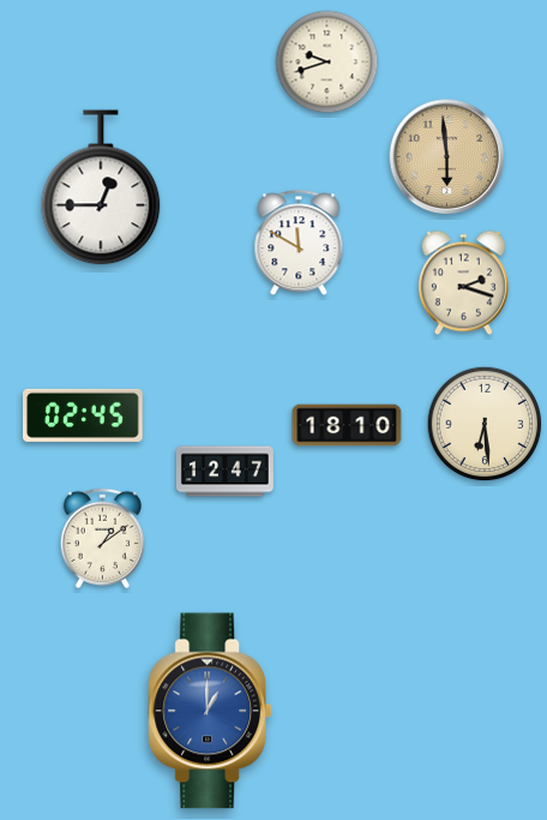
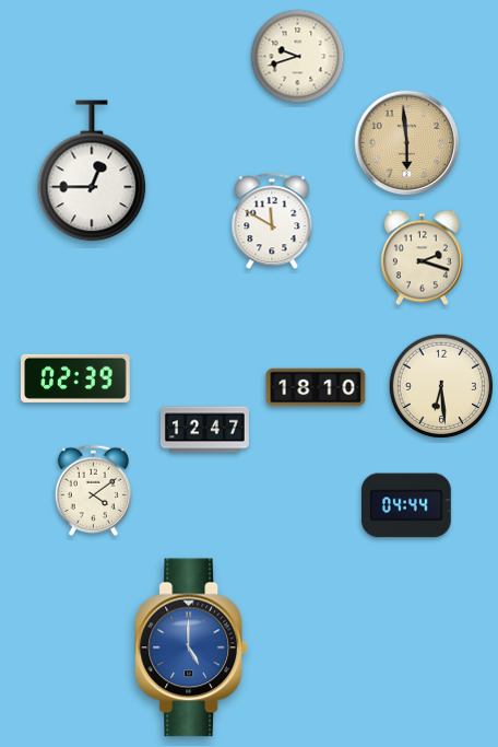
clock at (84, 415): 02:45 -> 02:39
clock at (102, 538): 1:09 -> 4:09
clock at (406, 505): none -> 04:44
clock at (210, 711): 1:00 -> 5:00
